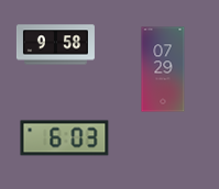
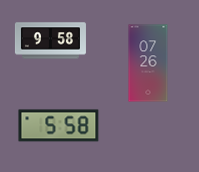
clock at (163, 69): 07:29 -> 07:26
clock at (65, 138): 6:03 -> 5:58
